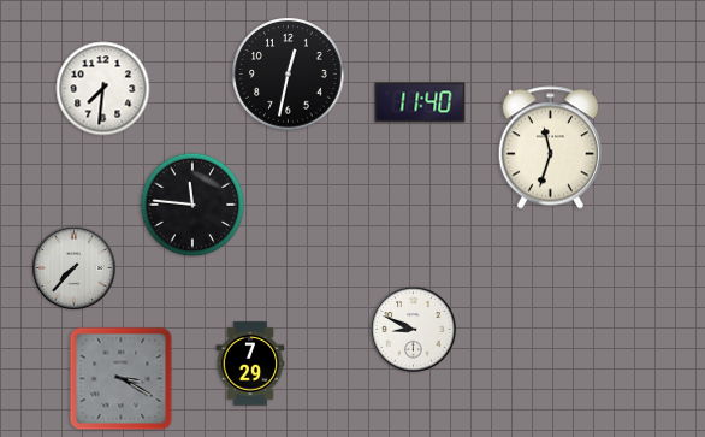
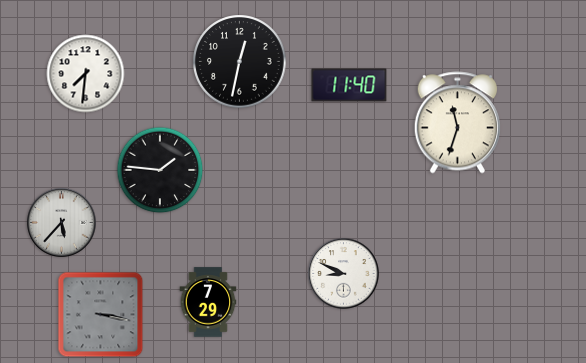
clock at (192, 205): 11:46 -> 1:46
clock at (75, 268): 7:37 -> 5:37
clock at (122, 379): 3:20 -> 3:17
